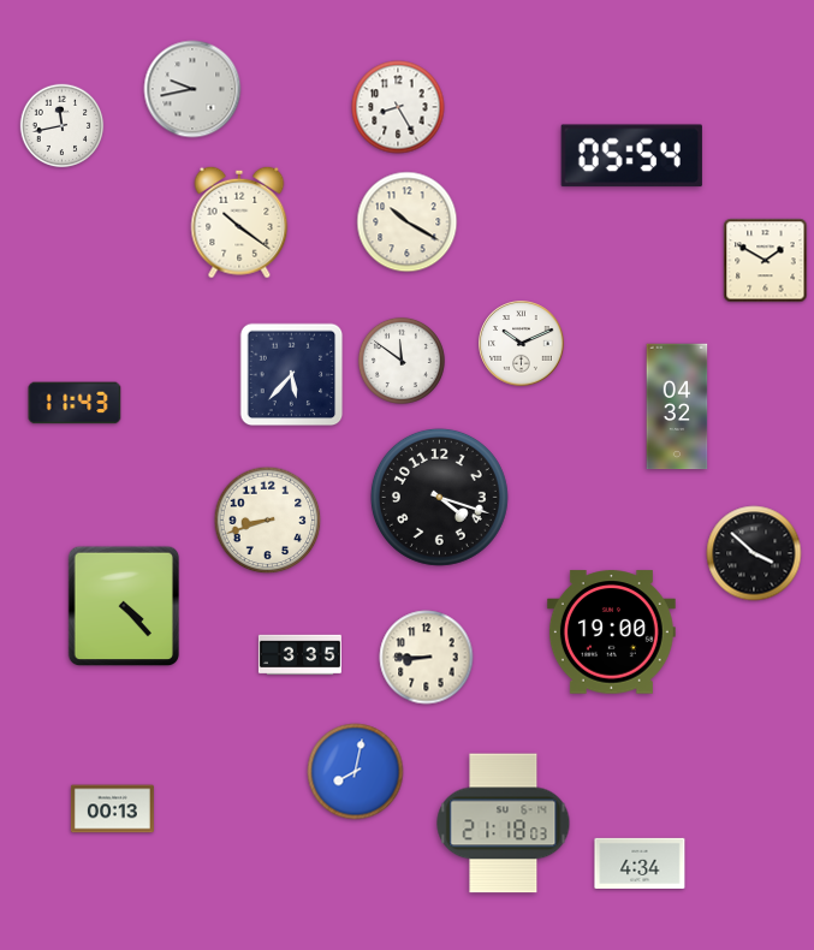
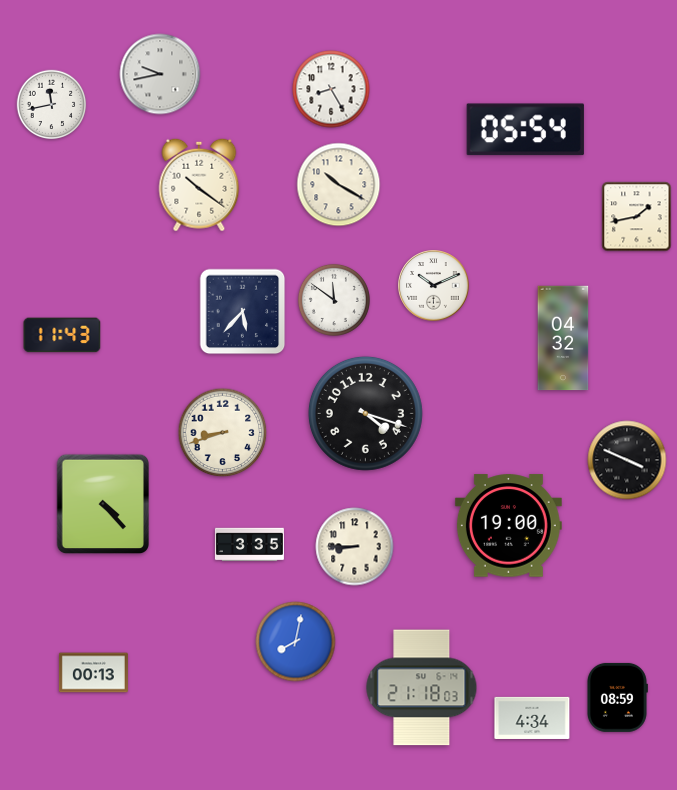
clock at (766, 261): 1:50 -> 1:43
clock at (754, 553): 3:52 -> 3:49
clock at (504, 824) position: (504, 824) -> (422, 688)
clock at (617, 697): none -> 08:59
